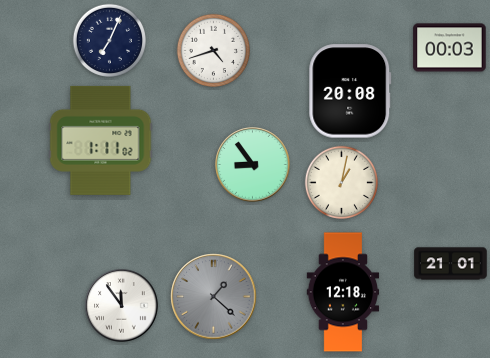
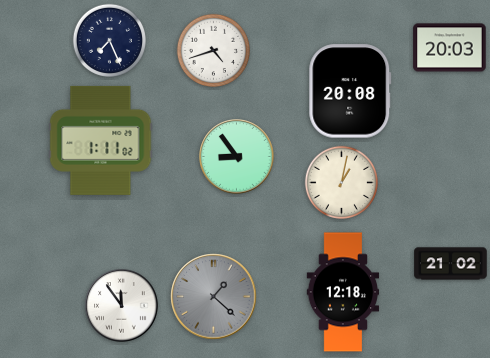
clock at (109, 40): 7:04 -> 7:26
clock at (450, 48): 00:03 -> 20:03
clock at (253, 165) position: (253, 165) -> (237, 157)
clock at (451, 264): 21:01 -> 21:02
